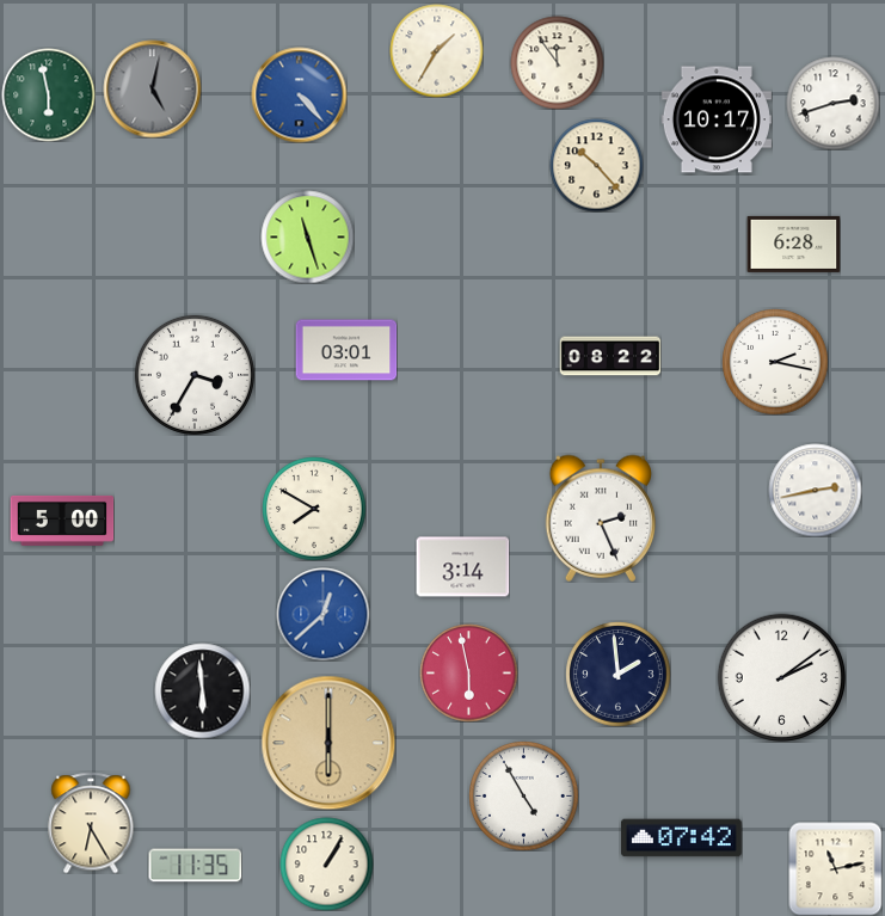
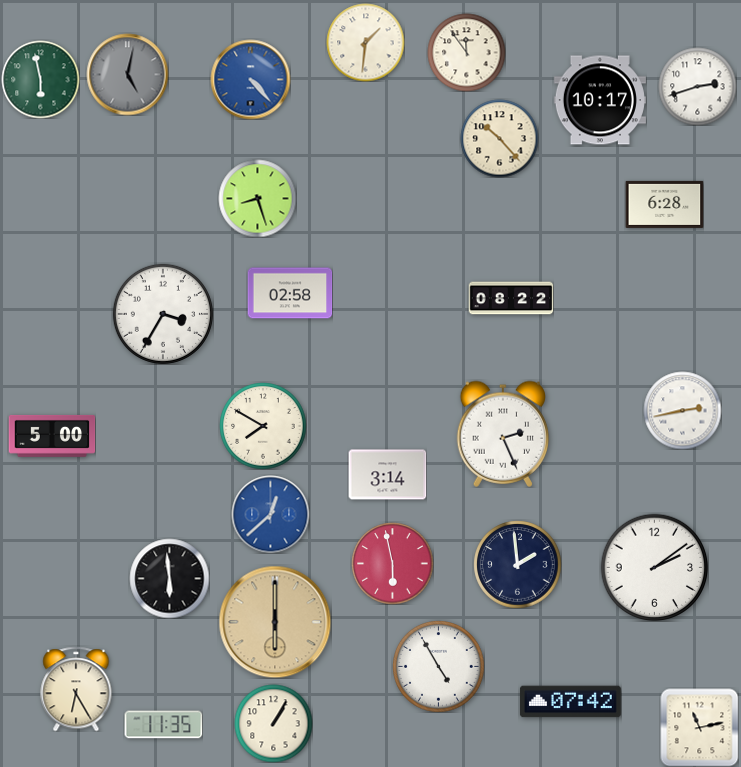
clock at (436, 50): 1:35 -> 1:31
clock at (307, 236): 11:27 -> 8:27
clock at (346, 350): 03:01 -> 02:58
clock at (775, 362): 2:17 -> none
